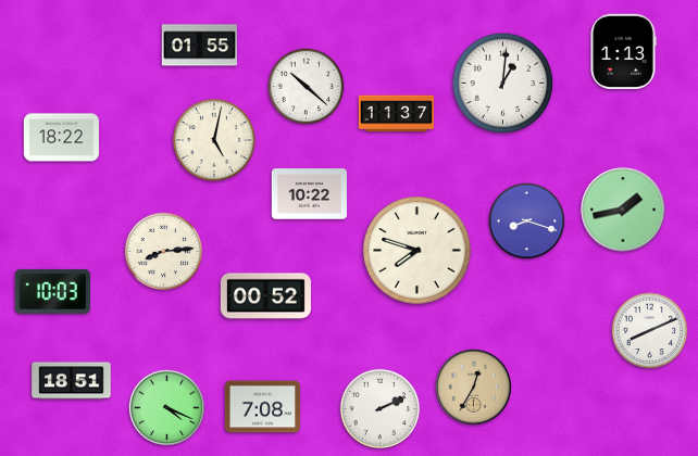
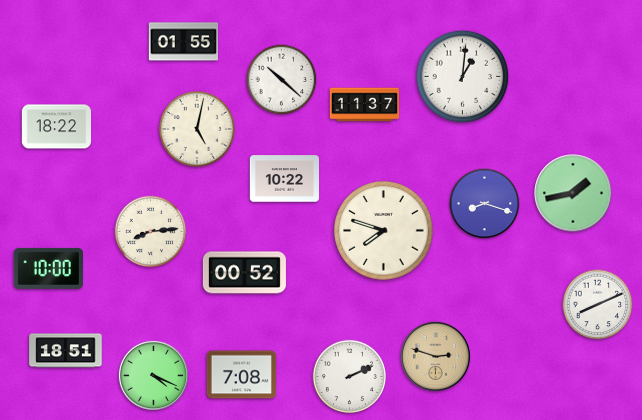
clock at (623, 51): 1:13 -> none
clock at (52, 291): 10:03 -> 10:00
clock at (473, 387): 12:35 -> 2:48
